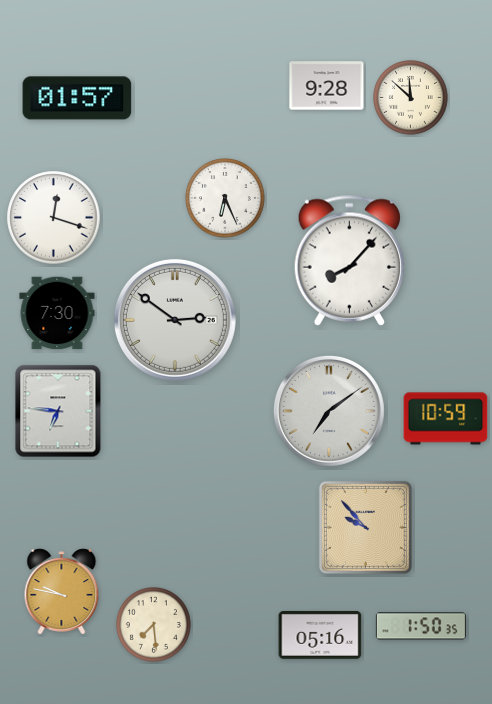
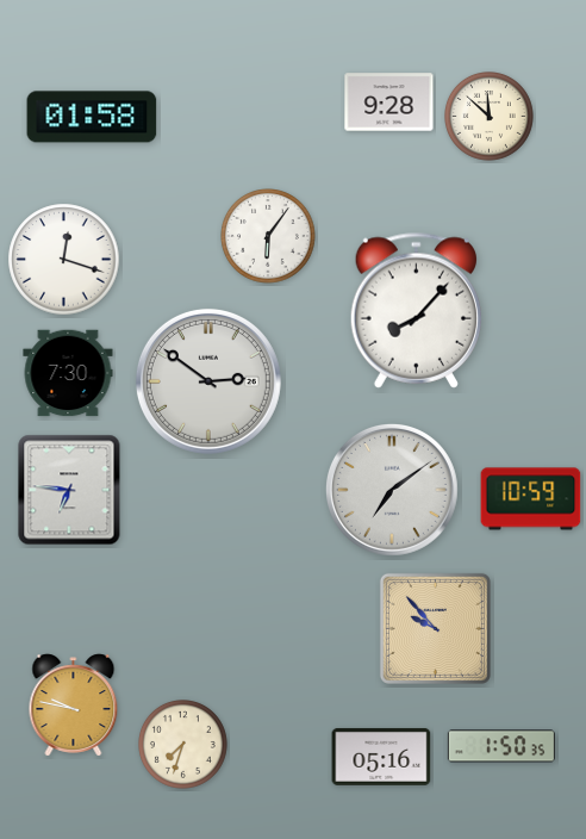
clock at (77, 98): 01:57 -> 01:58
clock at (225, 198): 6:26 -> 6:06
clock at (154, 625): 7:29 -> 7:33
